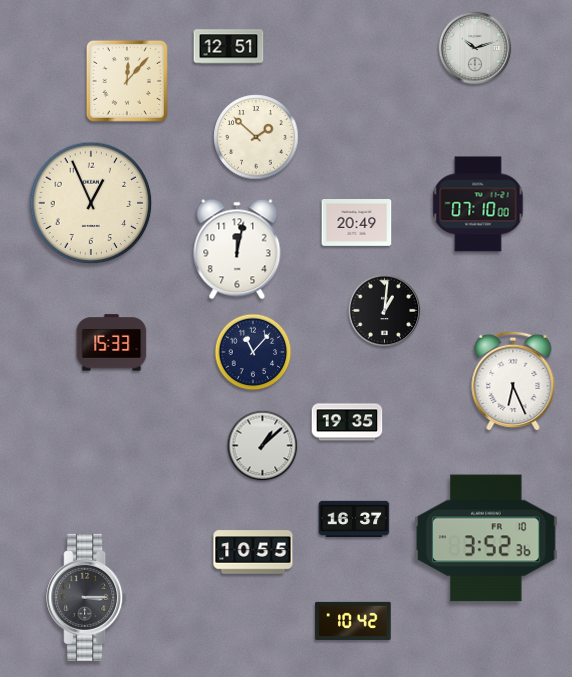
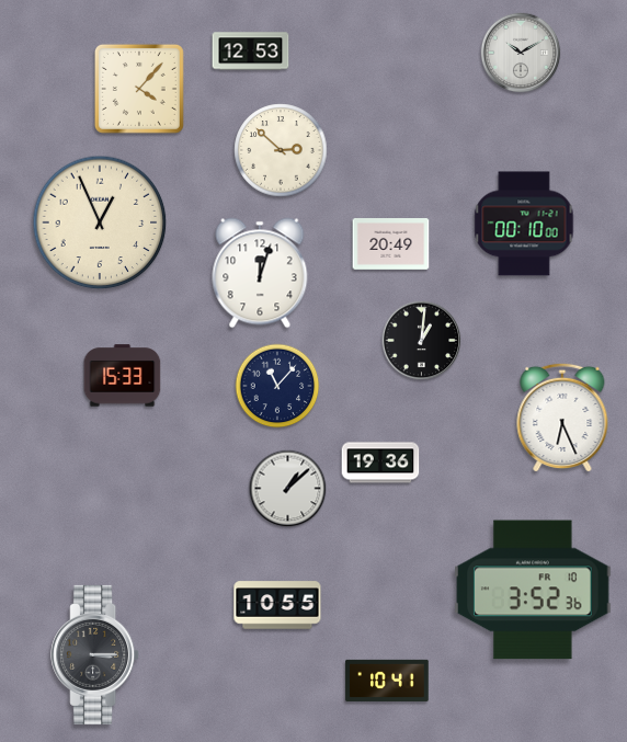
clock at (229, 47): 12:51 -> 12:53
clock at (475, 48): 10:12 -> 10:10
clock at (127, 81): 12:07 -> 4:07
clock at (256, 137): 1:52 -> 2:52
clock at (478, 204): 07:10 -> 00:10
clock at (237, 249): 12:02 -> 12:03
clock at (347, 422): 19:35 -> 19:36
clock at (354, 519): 16:37 -> none
clock at (353, 621): 10:42 -> 10:41
